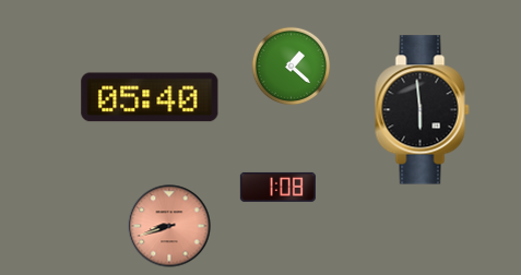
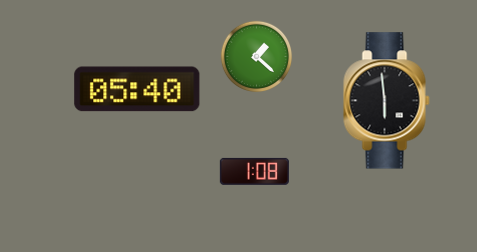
clock at (292, 67) position: (292, 67) -> (257, 57)
clock at (169, 226): 8:42 -> none
